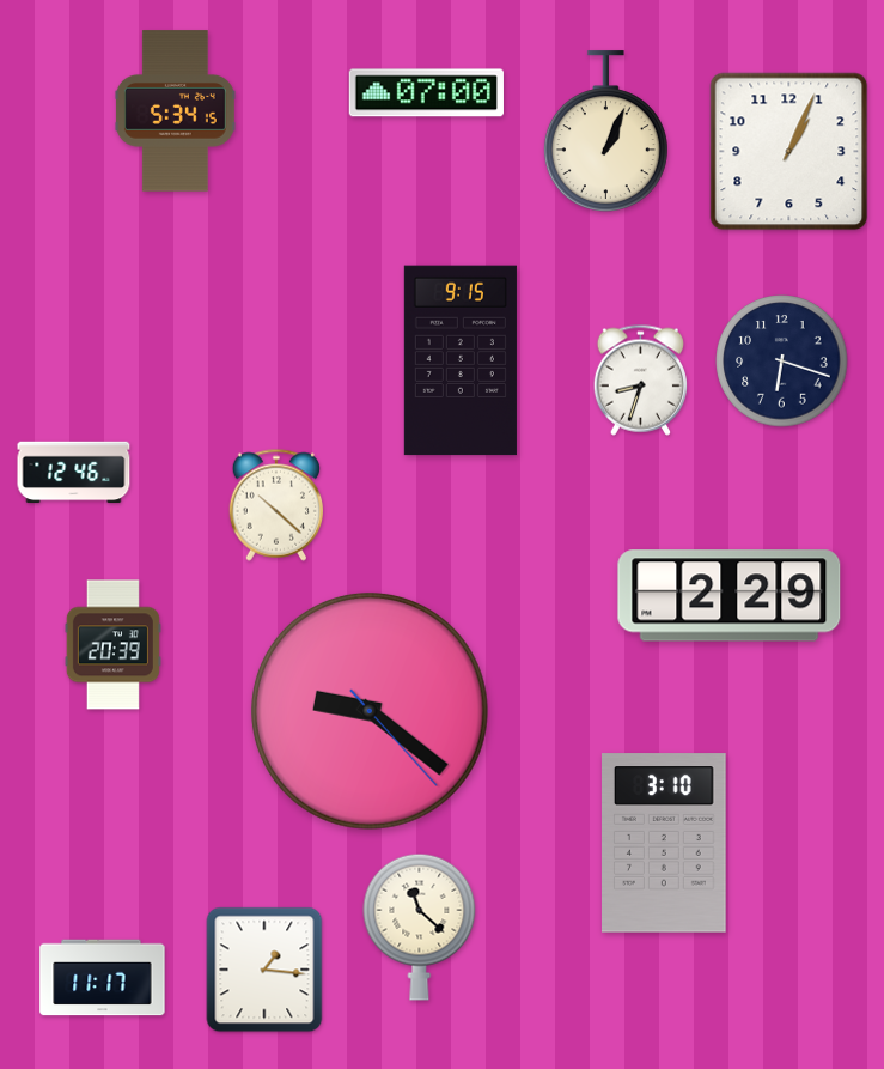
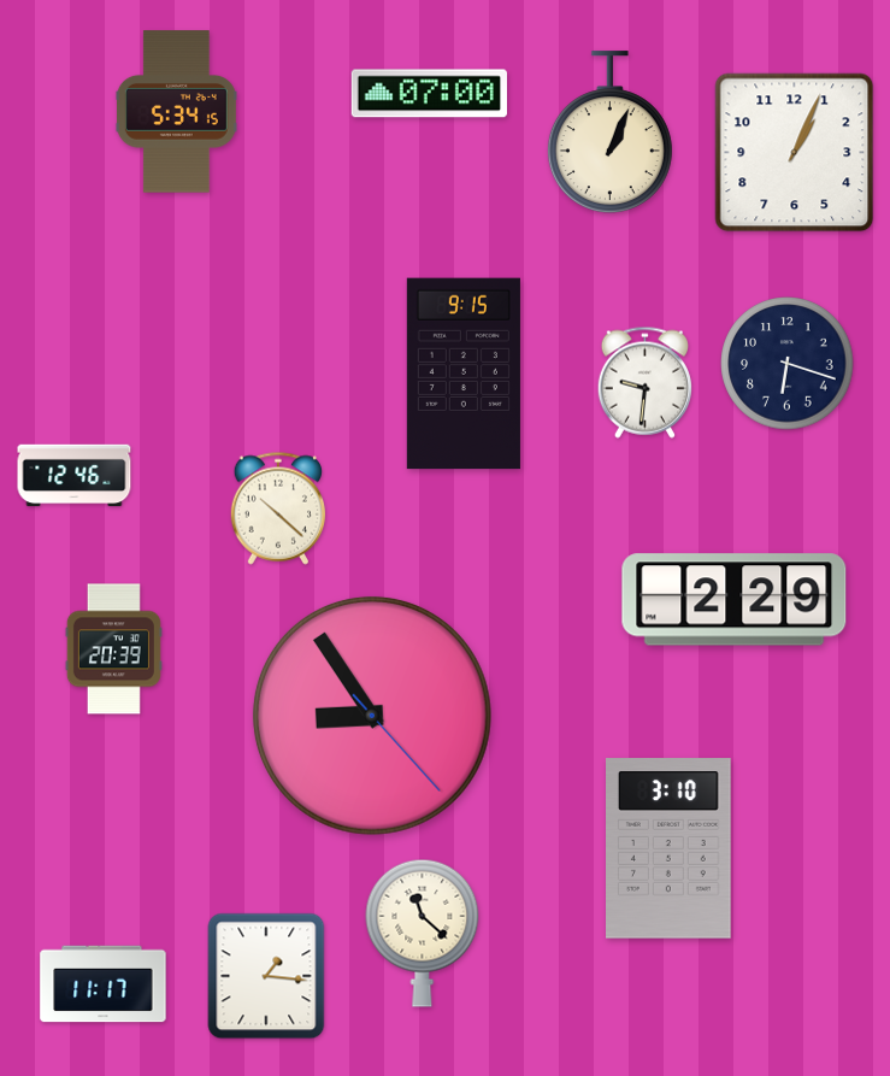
clock at (461, 360) position: (461, 360) -> (464, 374)
clock at (640, 379): 8:33 -> 9:31
clock at (370, 711): 9:21 -> 8:54
